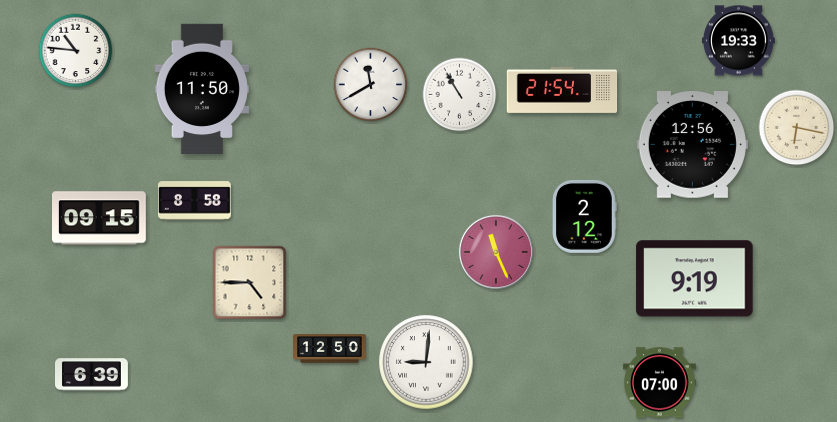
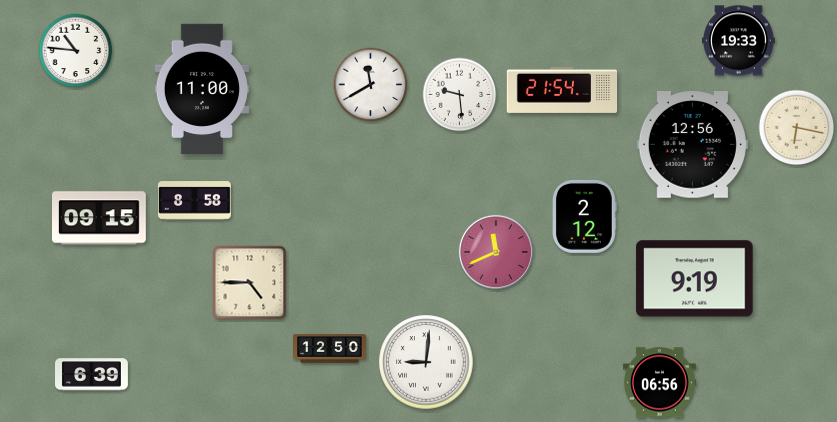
clock at (201, 89): 11:50 -> 11:00
clock at (460, 95): 10:55 -> 9:29
clock at (496, 252): 11:26 -> 11:41
clock at (660, 383): 07:00 -> 06:56
